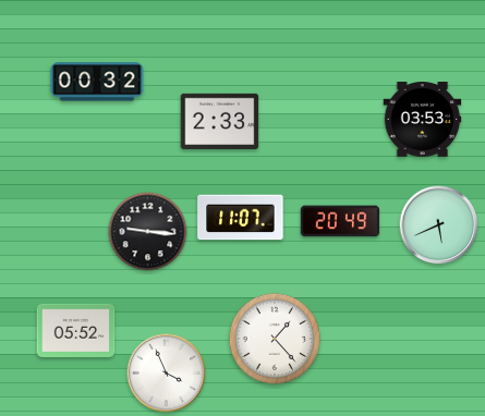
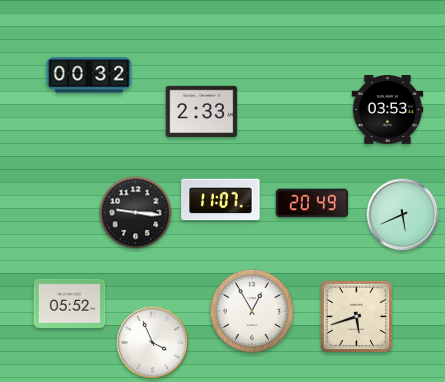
clock at (439, 225) position: (439, 225) -> (403, 215)
clock at (274, 338): 1:23 -> 12:55
clock at (356, 316): none -> 5:42
